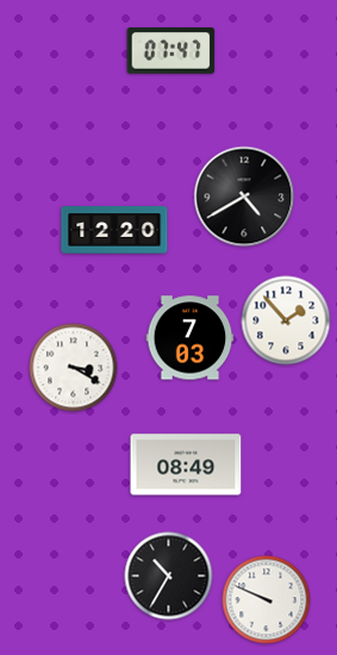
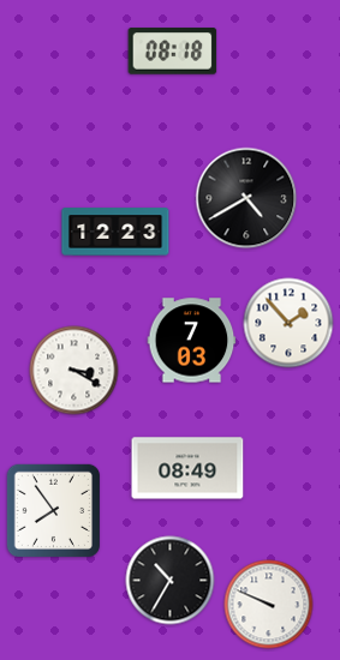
clock at (171, 51): 07:47 -> 08:18
clock at (114, 230): 12:20 -> 12:23
clock at (53, 510): none -> 7:54
